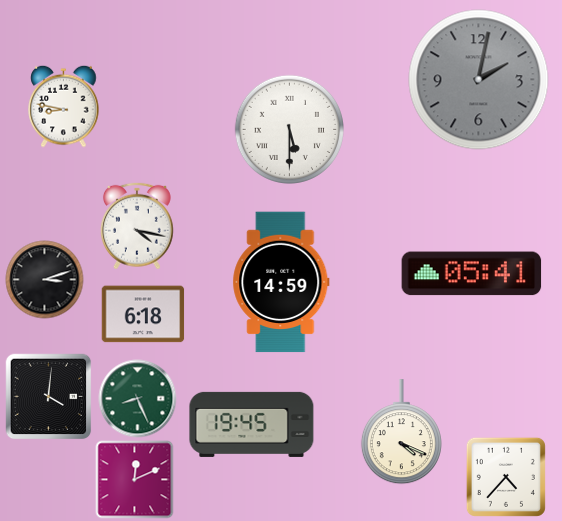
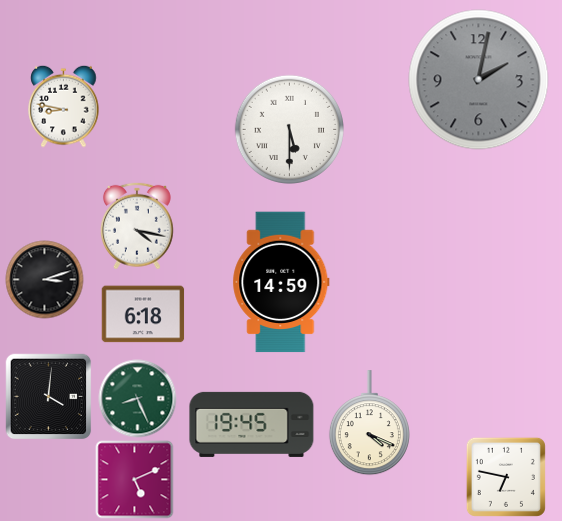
clock at (472, 274): 05:41 -> none
clock at (401, 432) position: (401, 432) -> (369, 423)
clock at (506, 477): 4:37 -> 6:47
clock at (134, 479): 12:11 -> 5:11
